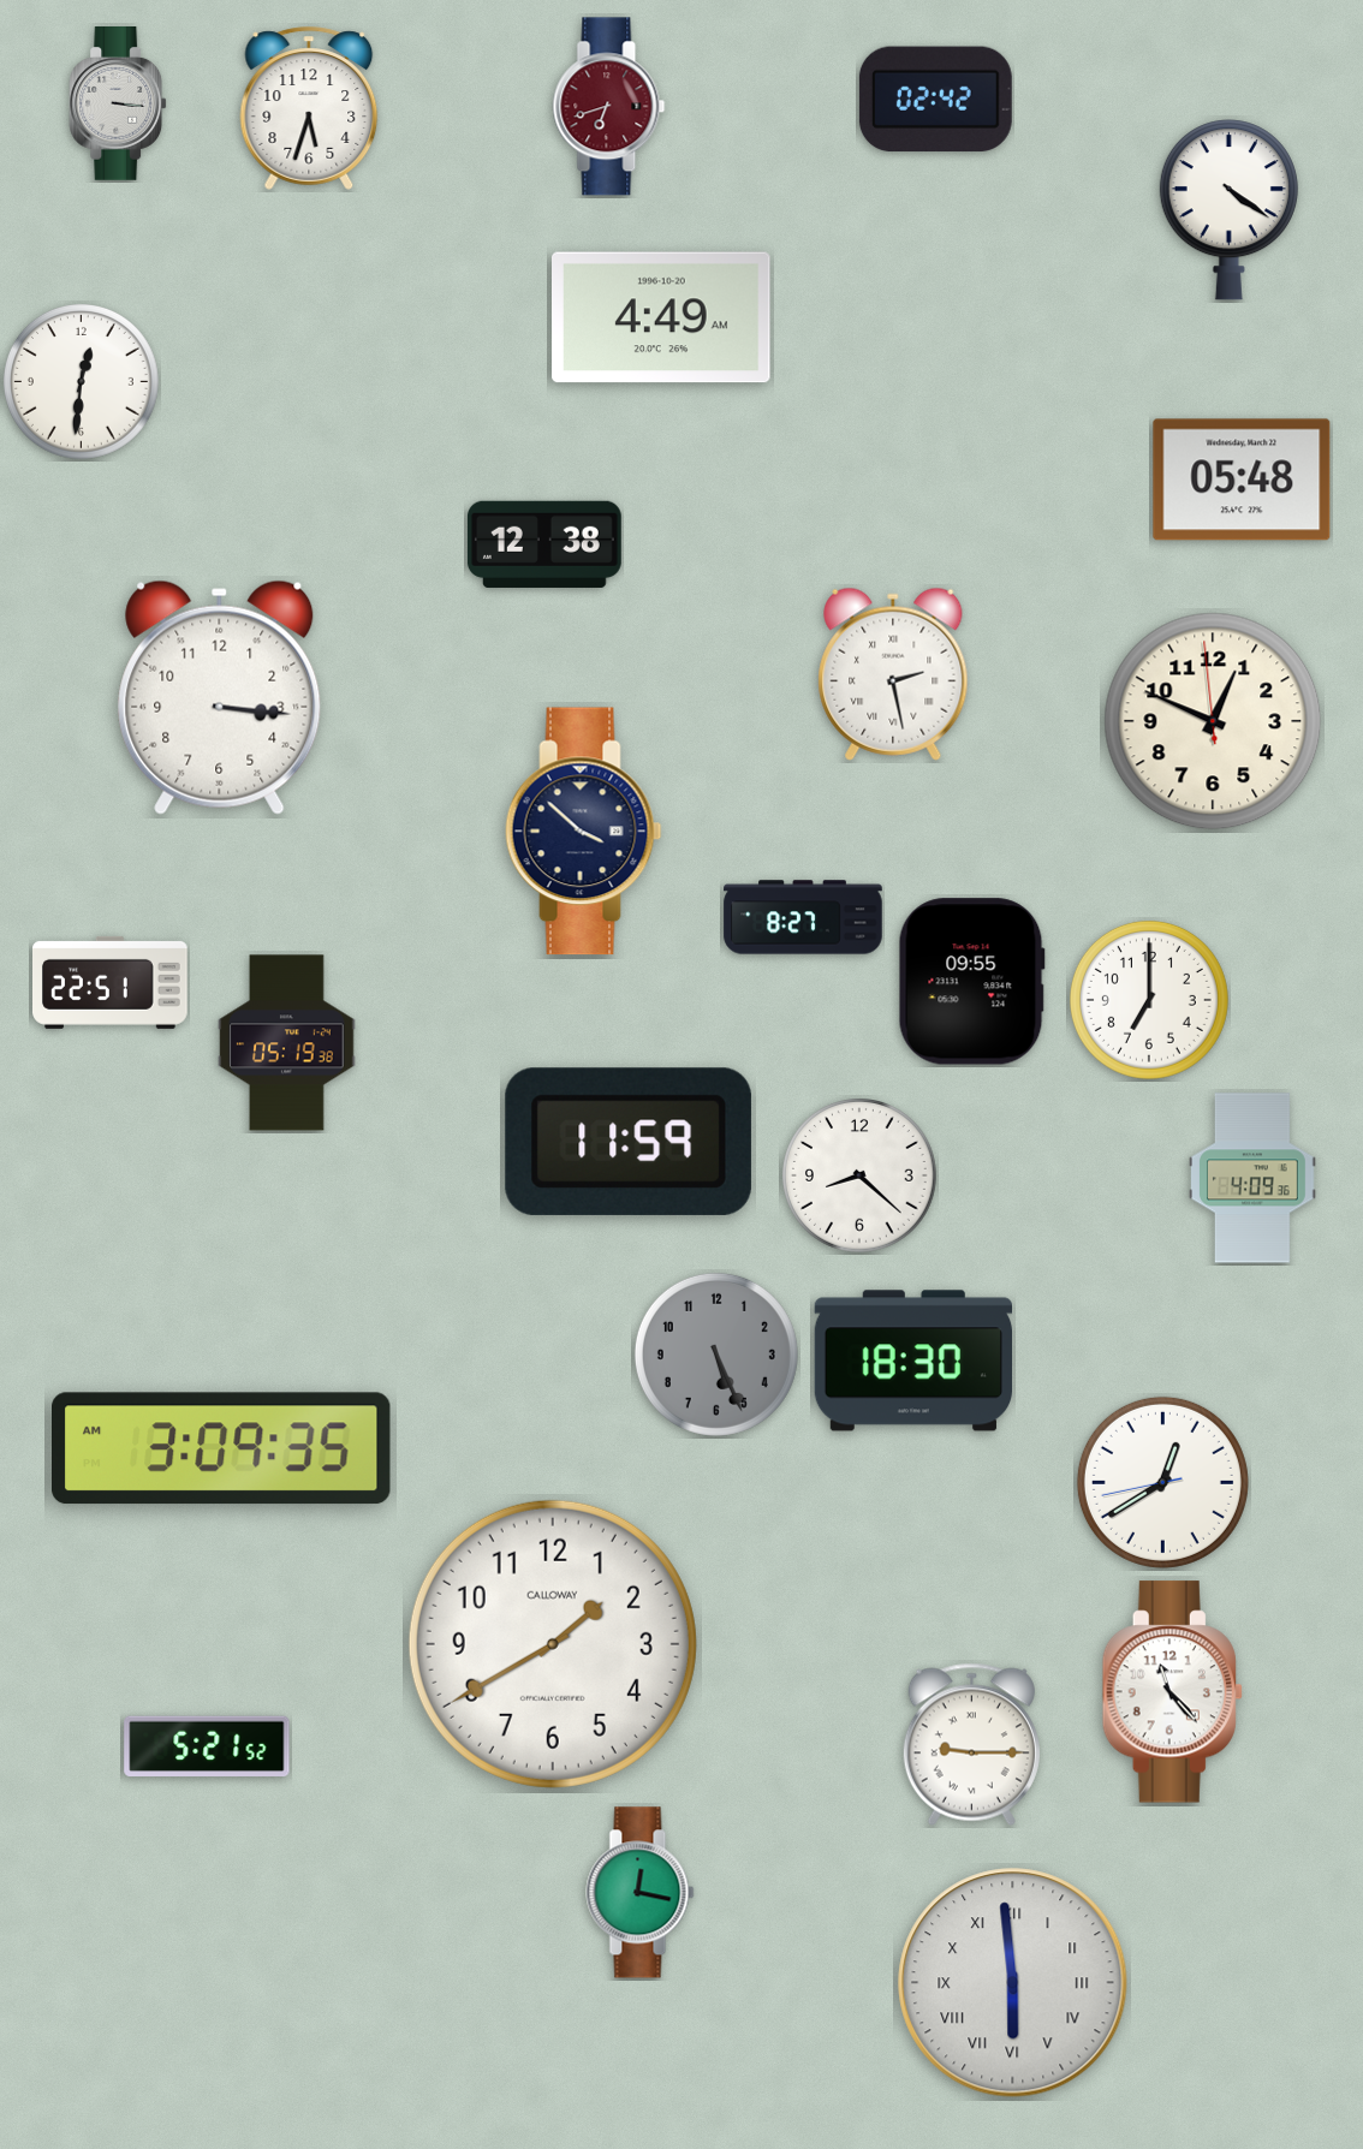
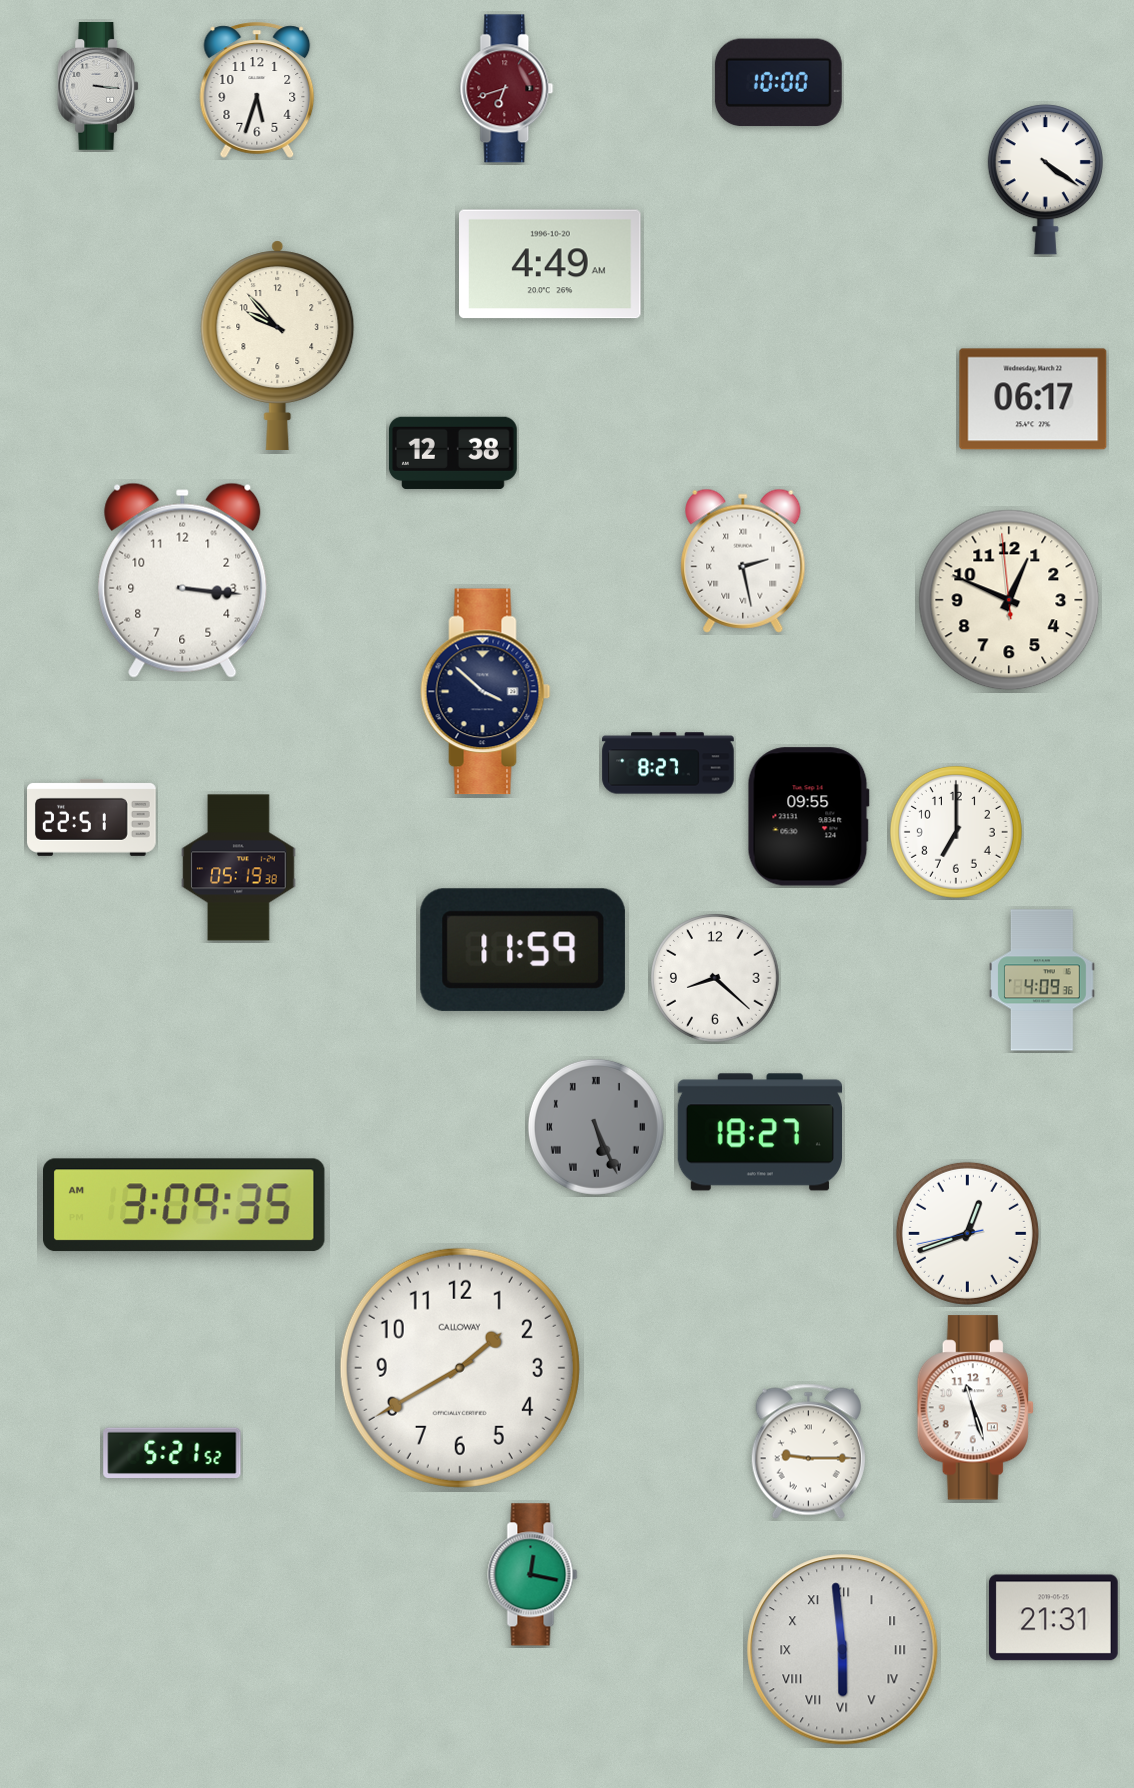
clock at (935, 100): 02:42 -> 10:00
clock at (1228, 210) position: (1228, 210) -> (1045, 180)
clock at (82, 382): 12:31 -> none
clock at (278, 345): none -> 9:53
clock at (1242, 480): 05:48 -> 06:17
clock at (716, 1355) numerals: Arabic -> Roman
clock at (912, 1361): 18:30 -> 18:27
clock at (1162, 1482): 12:39 -> 12:41
clock at (1172, 1692): 11:23 -> 11:27
clock at (1053, 1618): none -> 21:31
